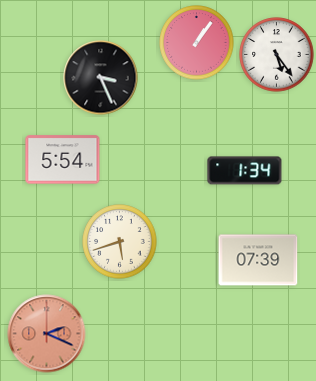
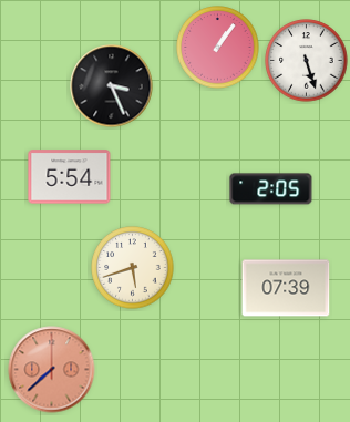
clock at (277, 55): 5:24 -> 5:27
clock at (245, 171): 1:34 -> 2:05
clock at (47, 334): 2:19 -> 7:38
